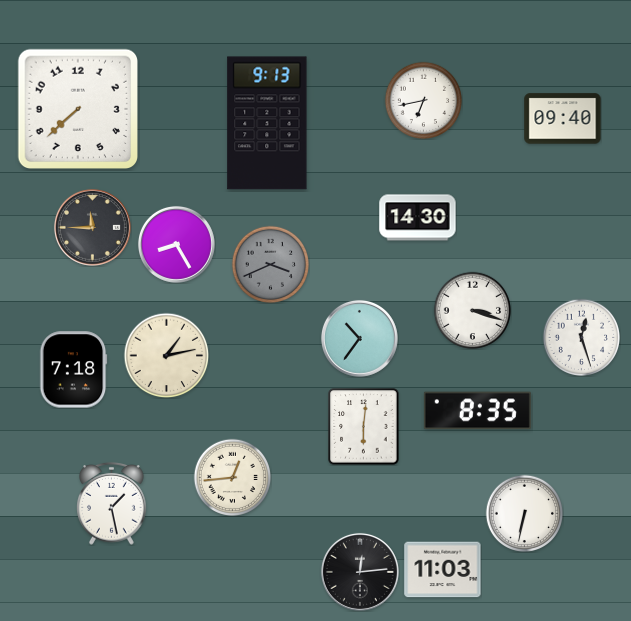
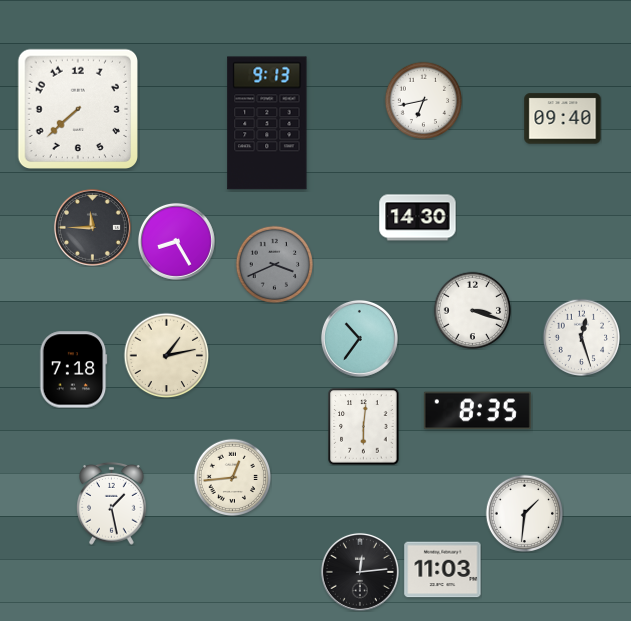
clock at (176, 244) position: (176, 244) -> (176, 241)
clock at (270, 264) position: (270, 264) -> (274, 264)
clock at (524, 513): 6:32 -> 1:31
